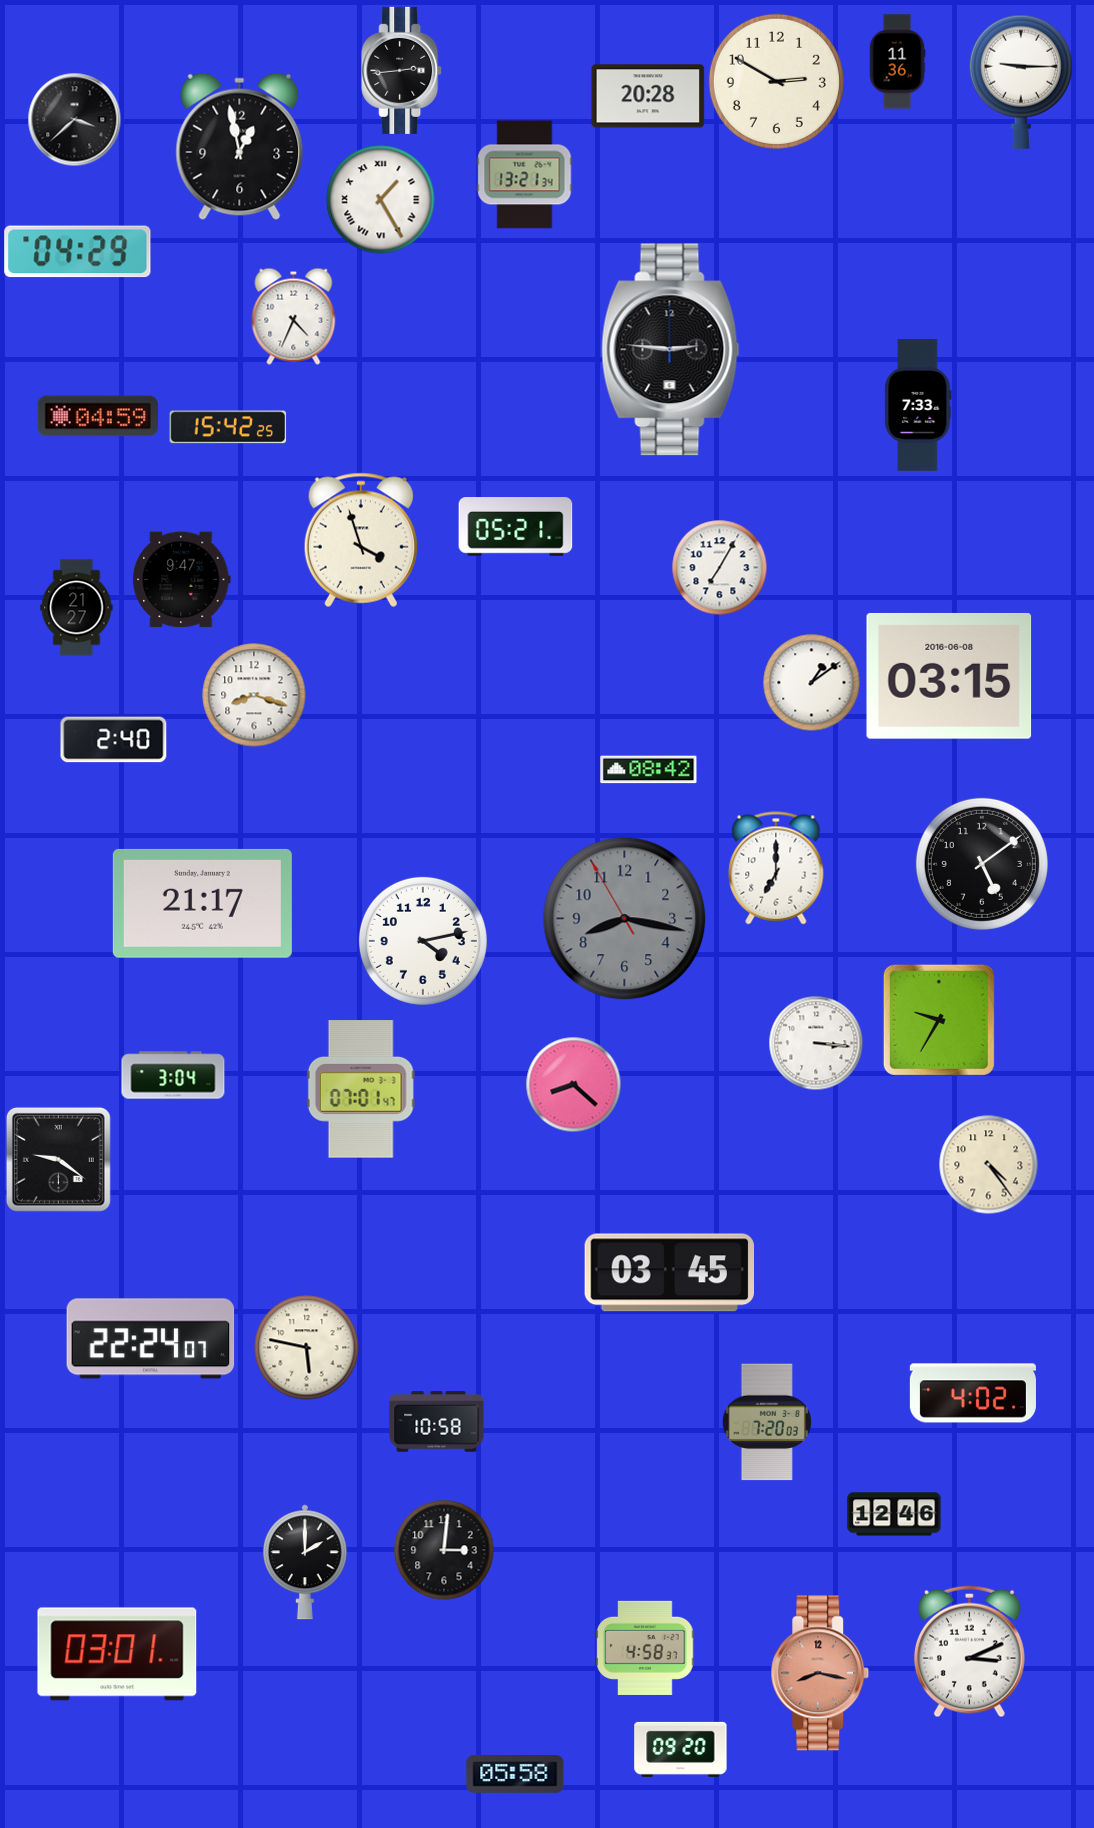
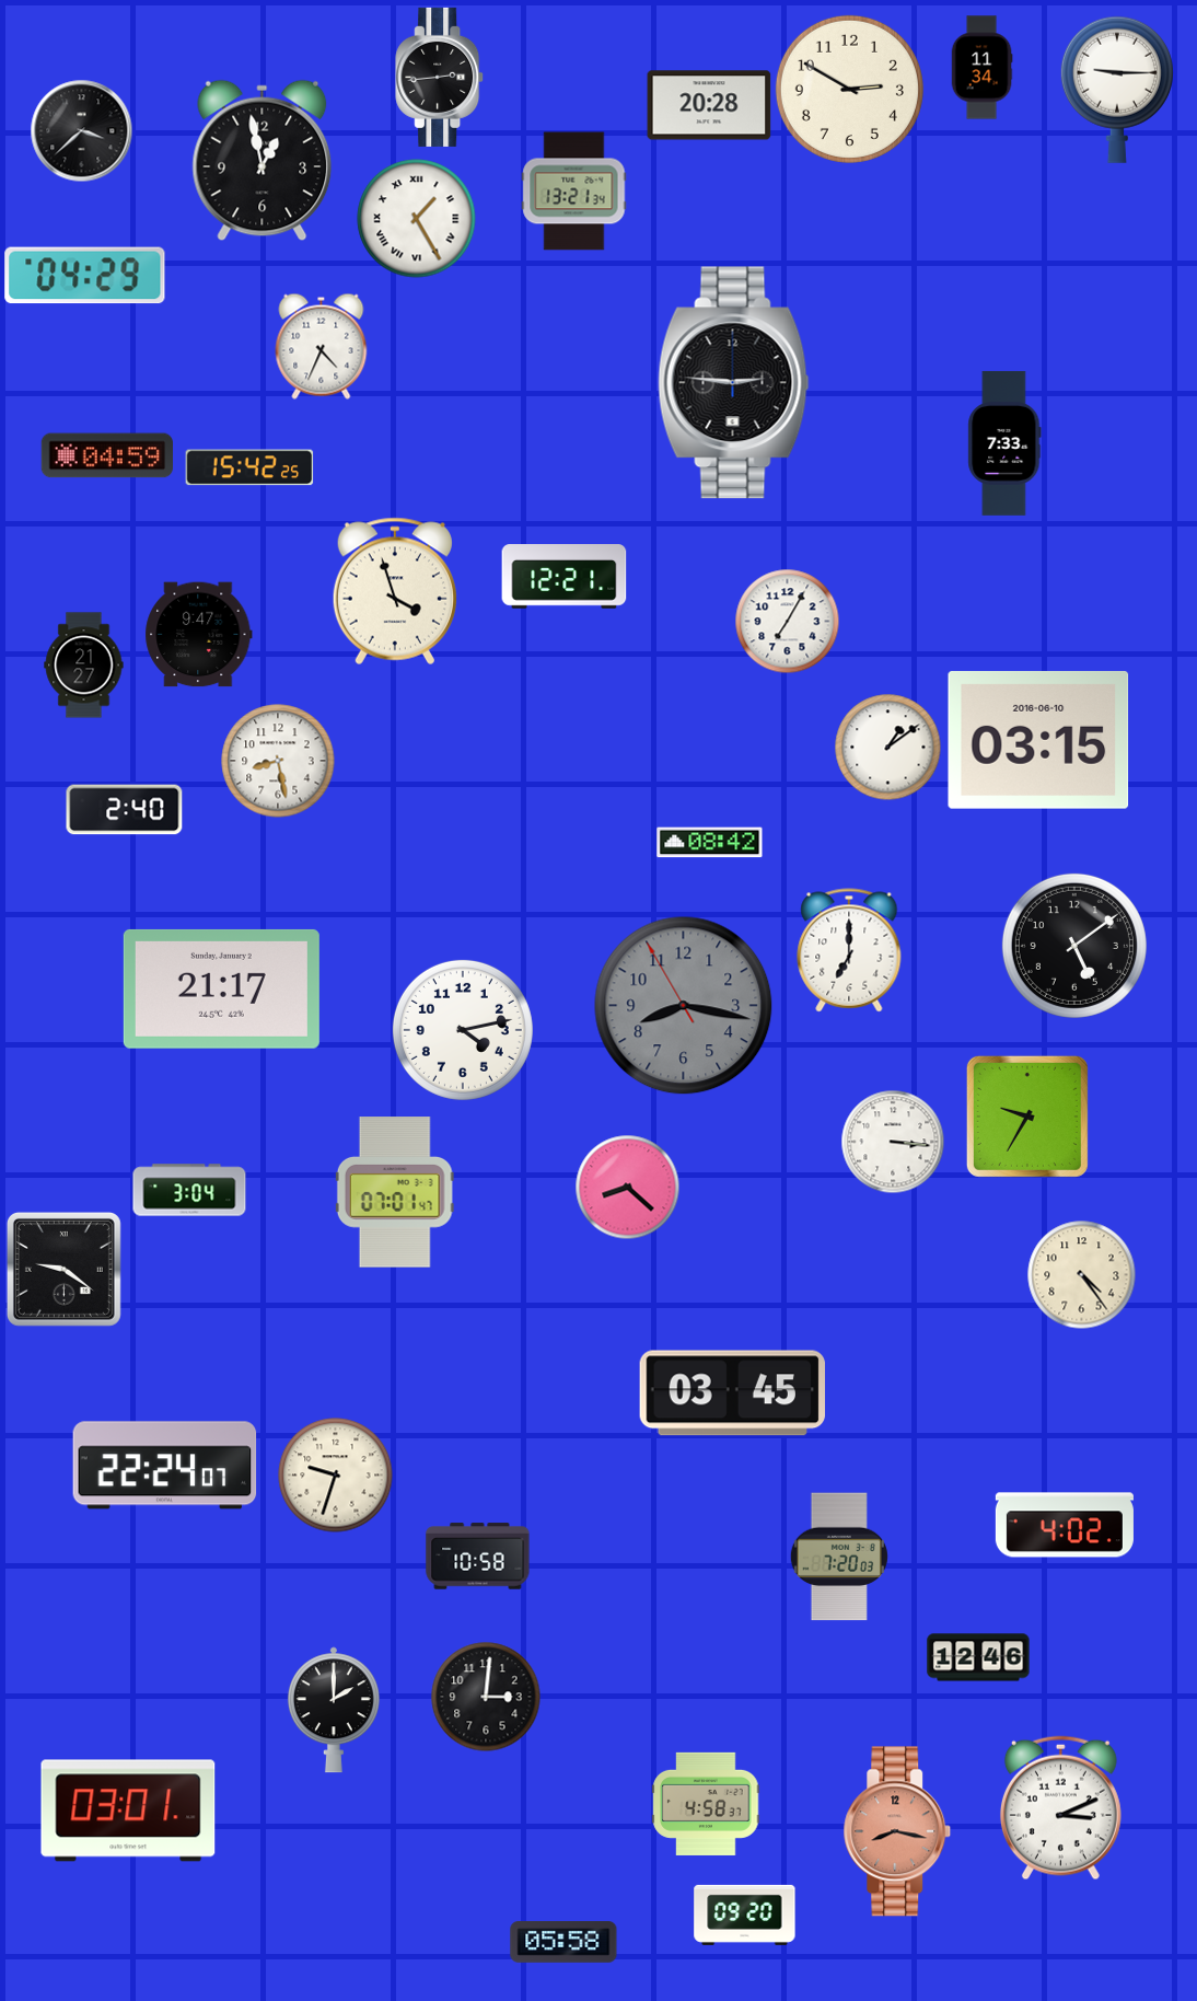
clock at (897, 62): 11:36 -> 11:34
clock at (516, 527): 05:21 -> 12:21
clock at (949, 676) date: 2016-06-08 -> 2016-06-10
clock at (254, 695): 8:18 -> 8:28
clock at (173, 1075) position: (173, 1075) -> (189, 1190)
clock at (307, 1348): 5:47 -> 9:33
